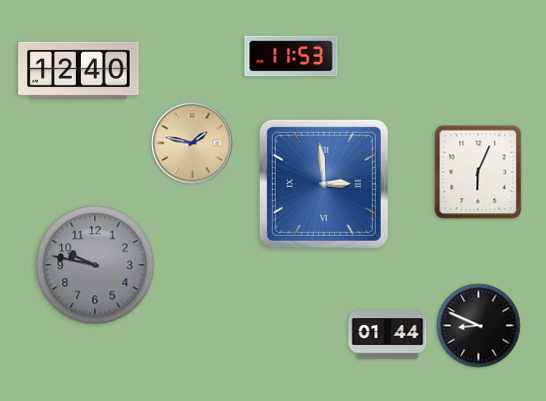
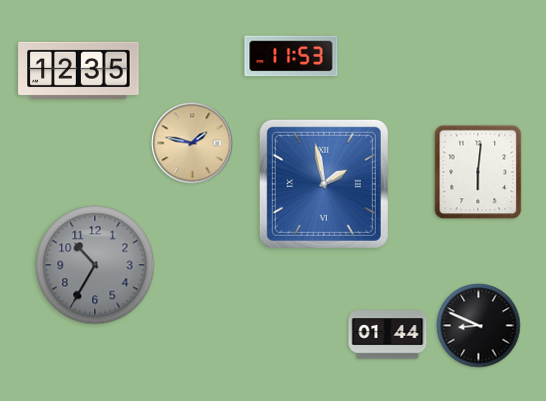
clock at (79, 70): 12:40 -> 12:35
clock at (478, 172): 6:04 -> 6:01
clock at (324, 184): 2:59 -> 1:58
clock at (95, 265): 9:47 -> 10:35
